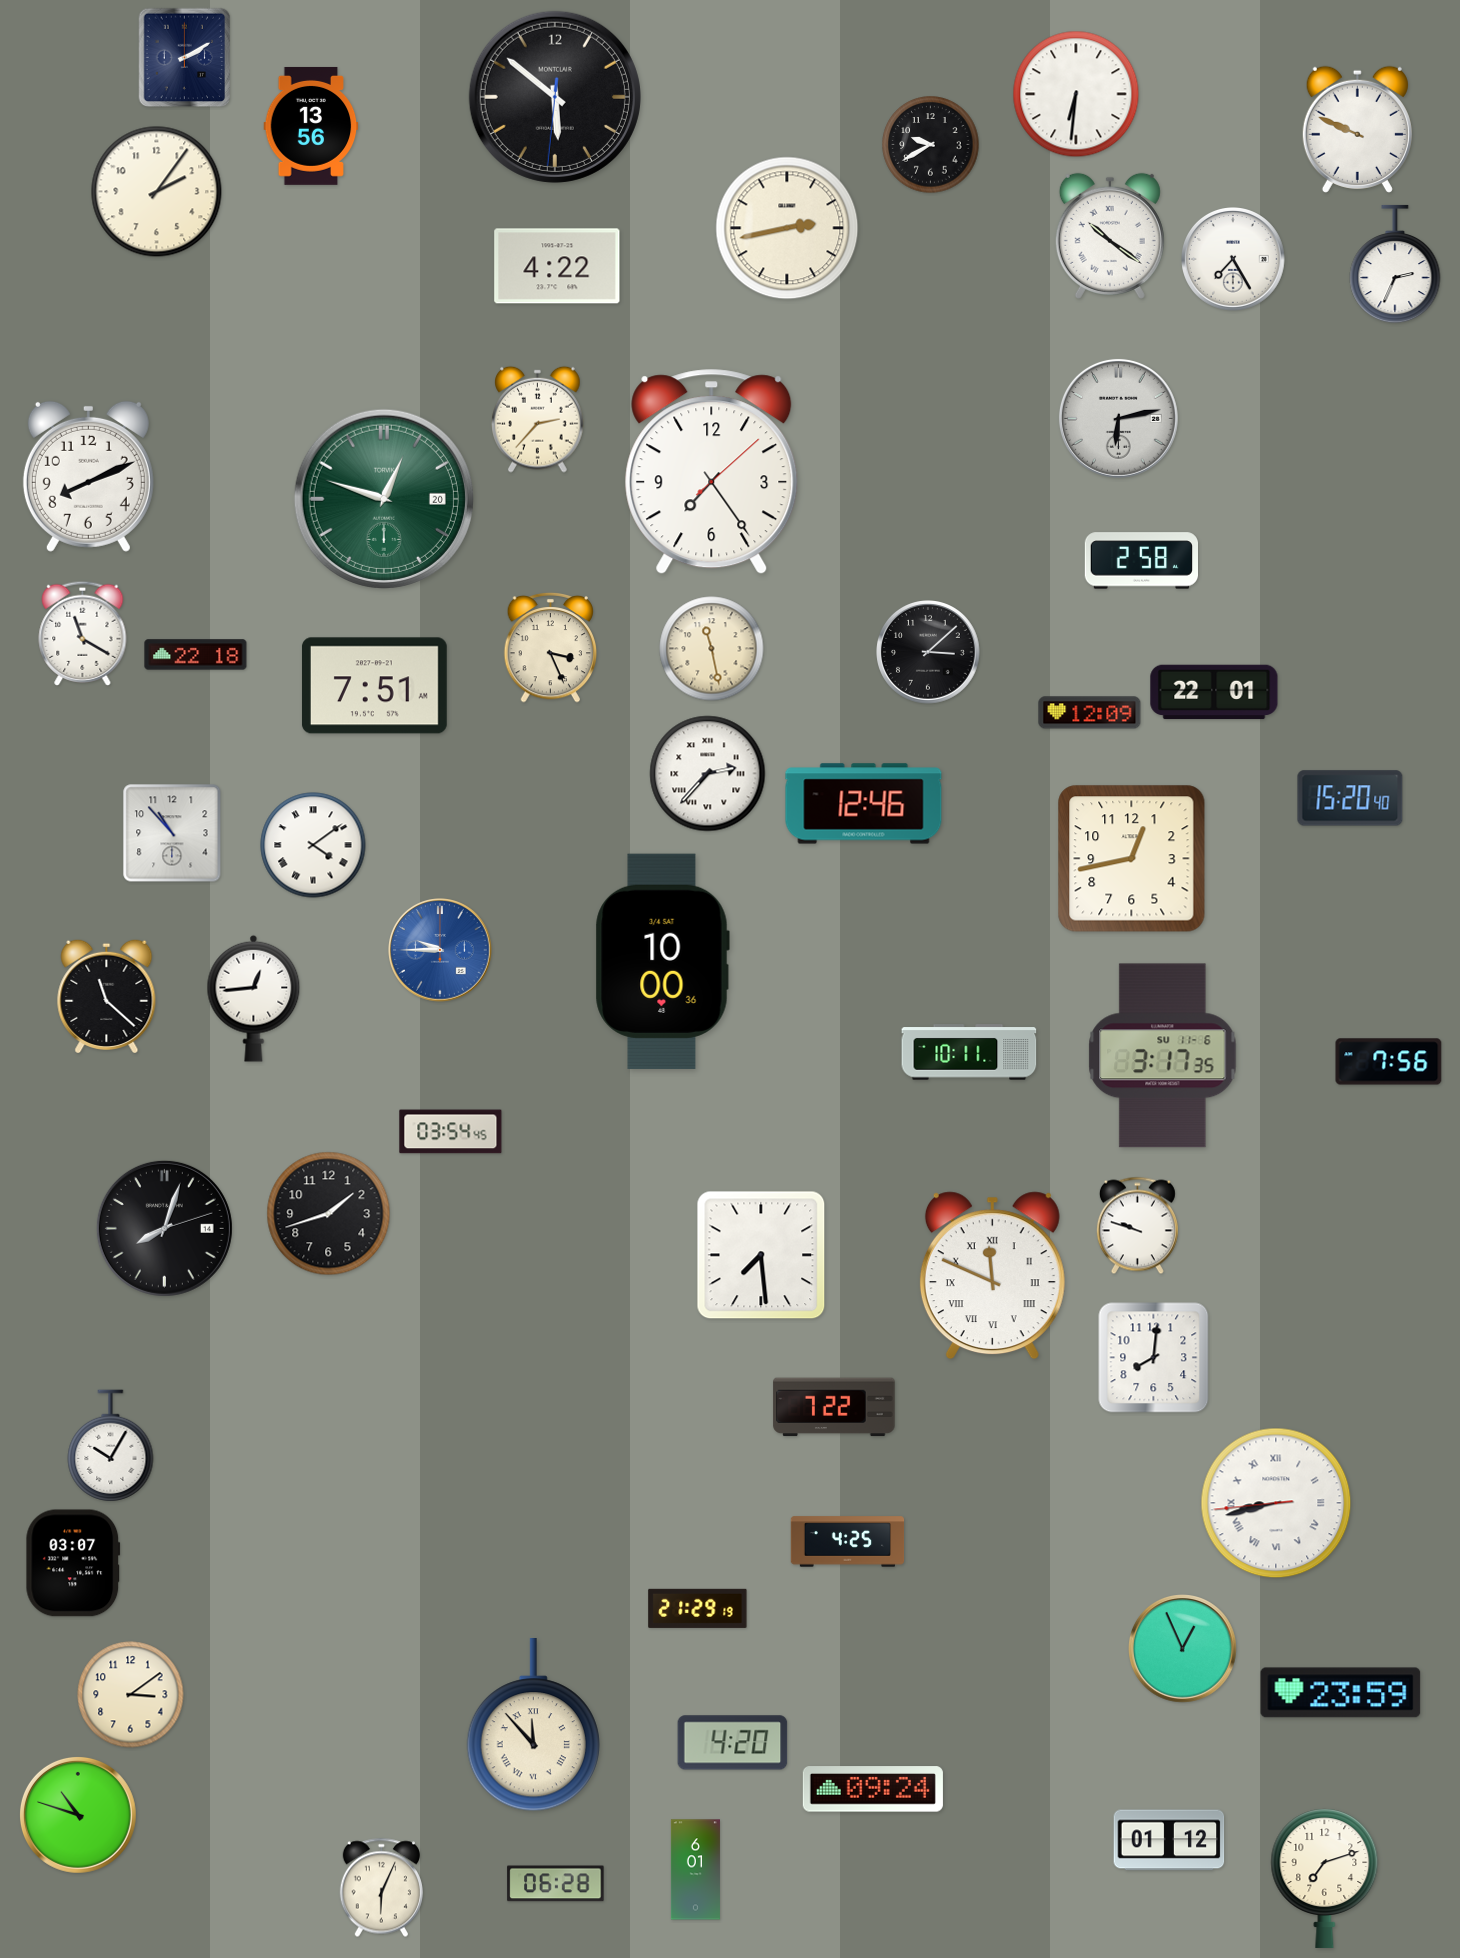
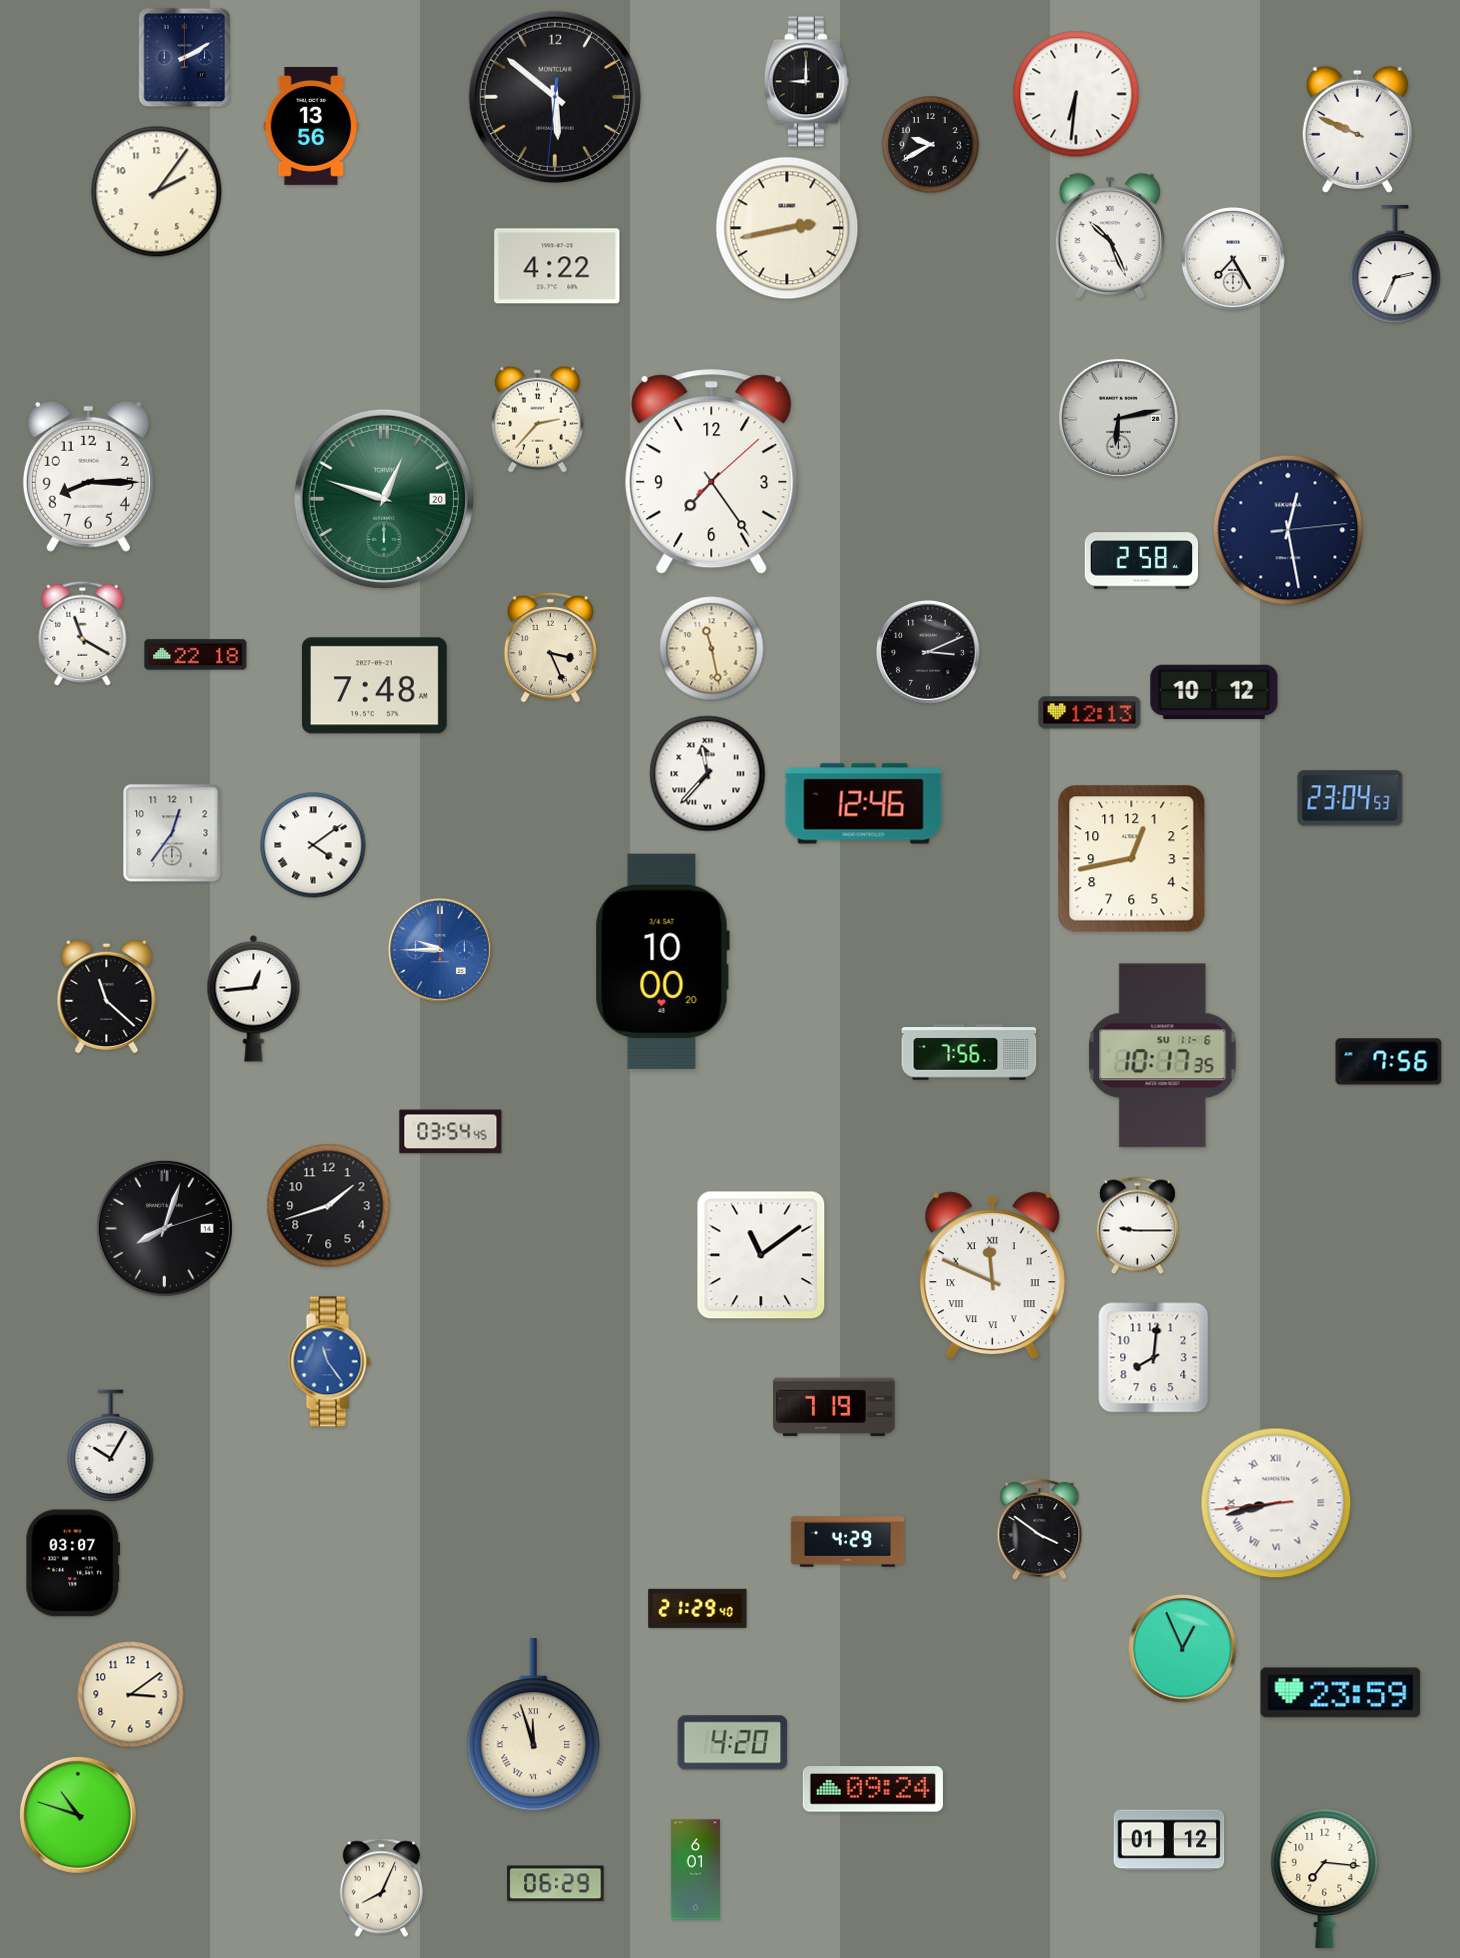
clock at (806, 82): none -> 9:00
clock at (1110, 236): 10:21 -> 10:26
clock at (88, 476): 8:11 -> 8:15
clock at (1288, 530): none -> 12:28
clock at (929, 653): 3:08 -> 3:11
clock at (374, 686): 7:51 -> 7:48
clock at (1214, 692): 22:01 -> 10:12
clock at (1090, 713): 12:09 -> 12:13
clock at (708, 774): 2:37 -> 11:37
clock at (1350, 798): 15:20 -> 23:04
clock at (172, 833): 10:53 -> 12:36
clock at (662, 961): 10:00:36 -> 10:00:20
clock at (969, 1052): 10:11 -> 7:56
clock at (1163, 1056): 3:17 -> 10:17
clock at (329, 1214) position: (329, 1214) -> (329, 1206)
clock at (1137, 1226): 9:48 -> 9:15
clock at (761, 1255): 7:29 -> 11:09
clock at (329, 1362): none -> 11:24
clock at (834, 1407): 7:22 -> 7:19
clock at (1040, 1530): none -> 3:51
clock at (848, 1542): 4:25 -> 4:29
clock at (698, 1608): 21:29:19 -> 21:29:40
clock at (533, 1726): 11:53 -> 11:57
clock at (1325, 1878): 7:12 -> 7:16
clock at (556, 1884): 06:28 -> 06:29
clock at (381, 1888): 6:04 -> 8:04
